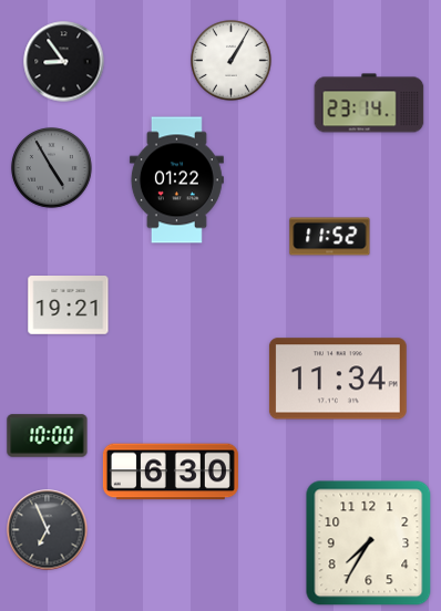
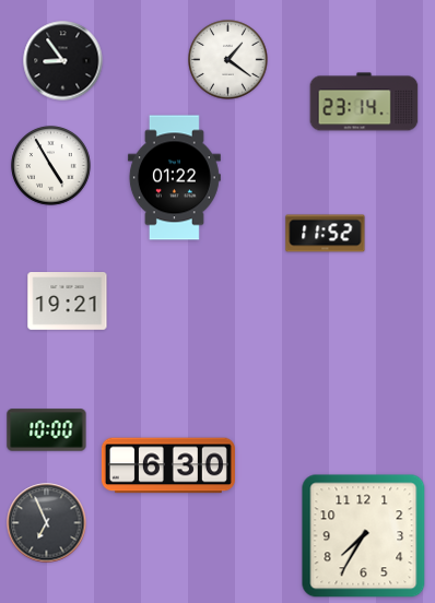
clock at (232, 61): 1:05 -> 1:21
clock at (52, 168) dial: grey -> white
clock at (338, 379): 11:34 -> none
